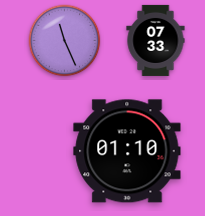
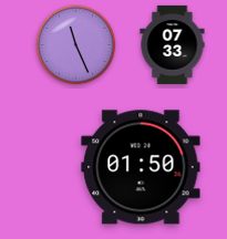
clock at (65, 41) position: (65, 41) -> (76, 45)
clock at (127, 151): 01:10 -> 01:50
